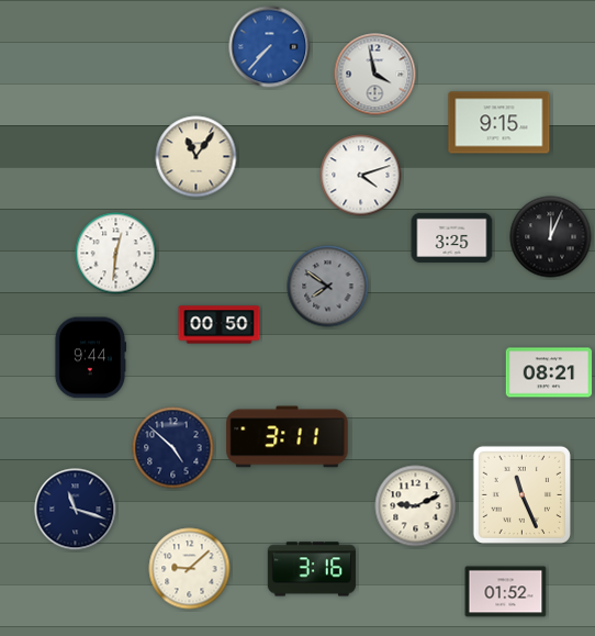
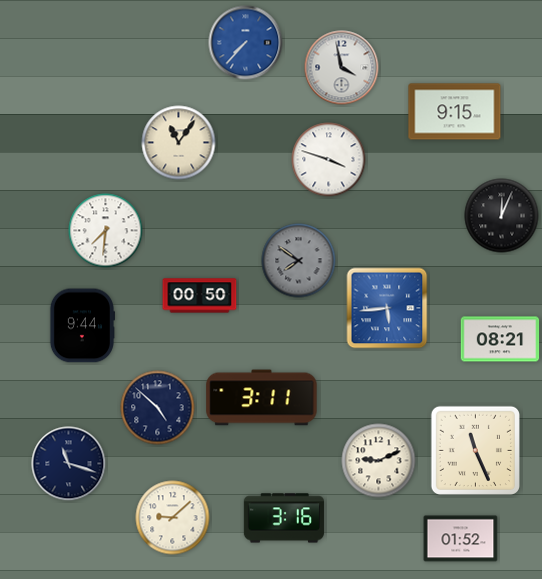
clock at (361, 176): 4:12 -> 3:48
clock at (452, 237): 3:25 -> none
clock at (116, 254): 12:31 -> 7:31
clock at (387, 308): none -> 5:44
